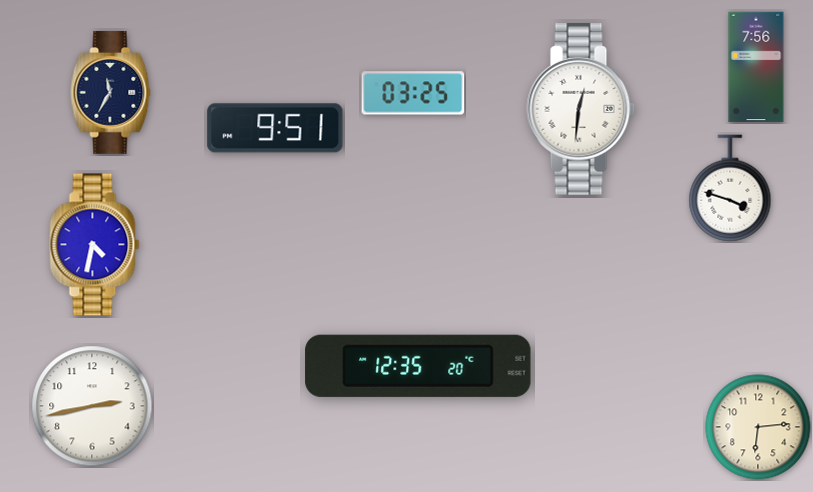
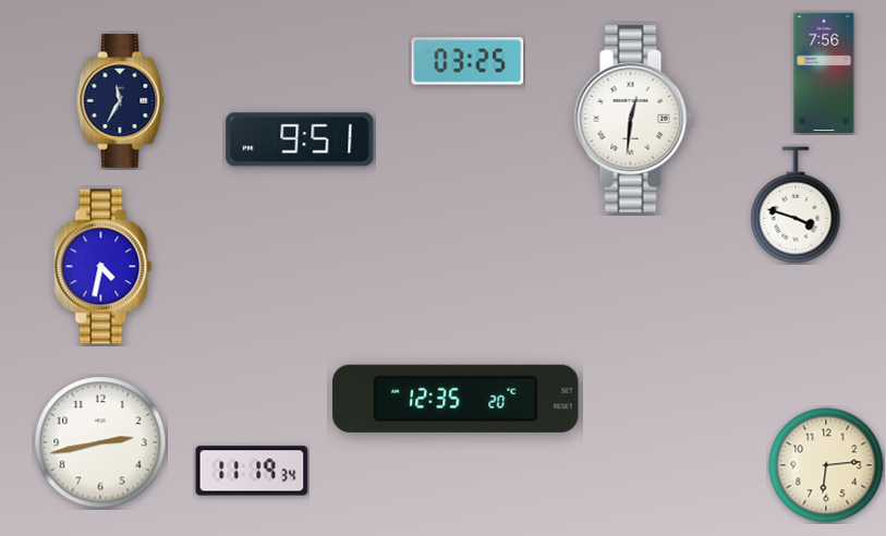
clock at (413, 93) position: (413, 93) -> (468, 61)
clock at (252, 471): none -> 11:19
